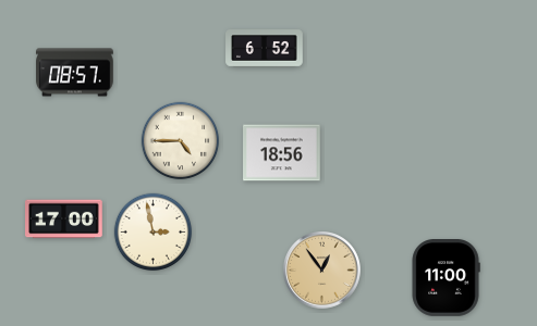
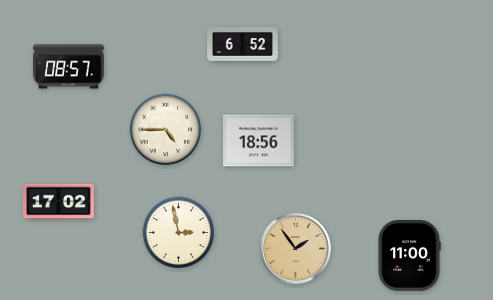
clock at (64, 220): 17:00 -> 17:02
clock at (154, 233) position: (154, 233) -> (179, 233)
clock at (322, 271): 12:54 -> 1:54
